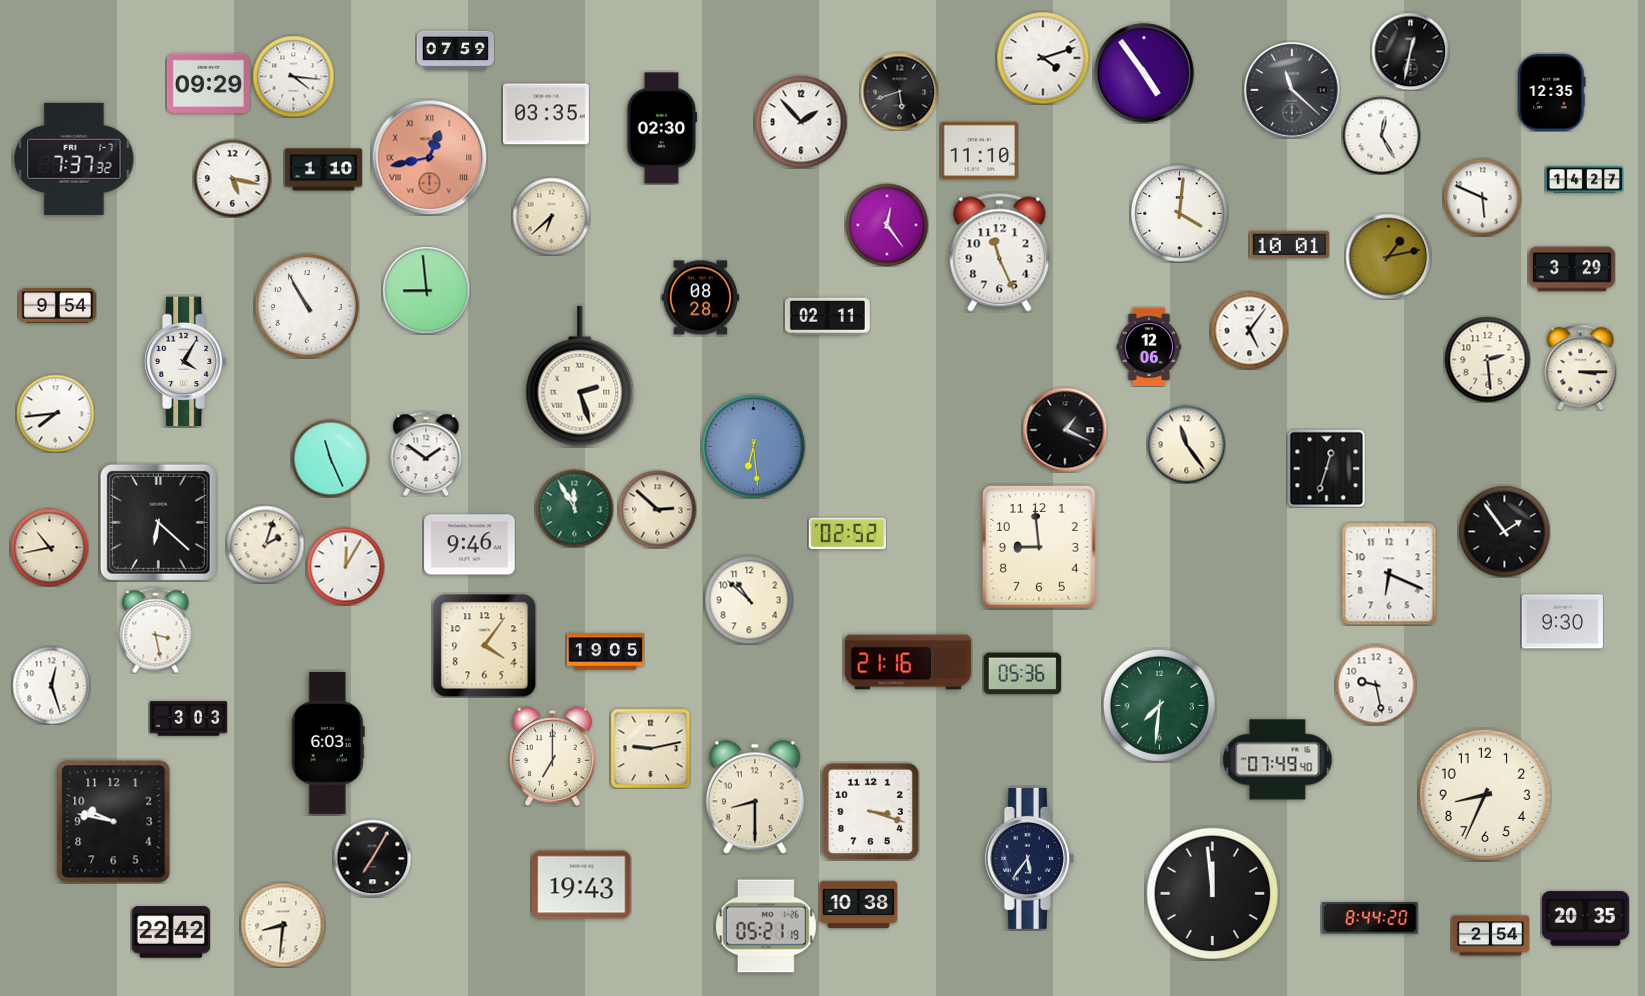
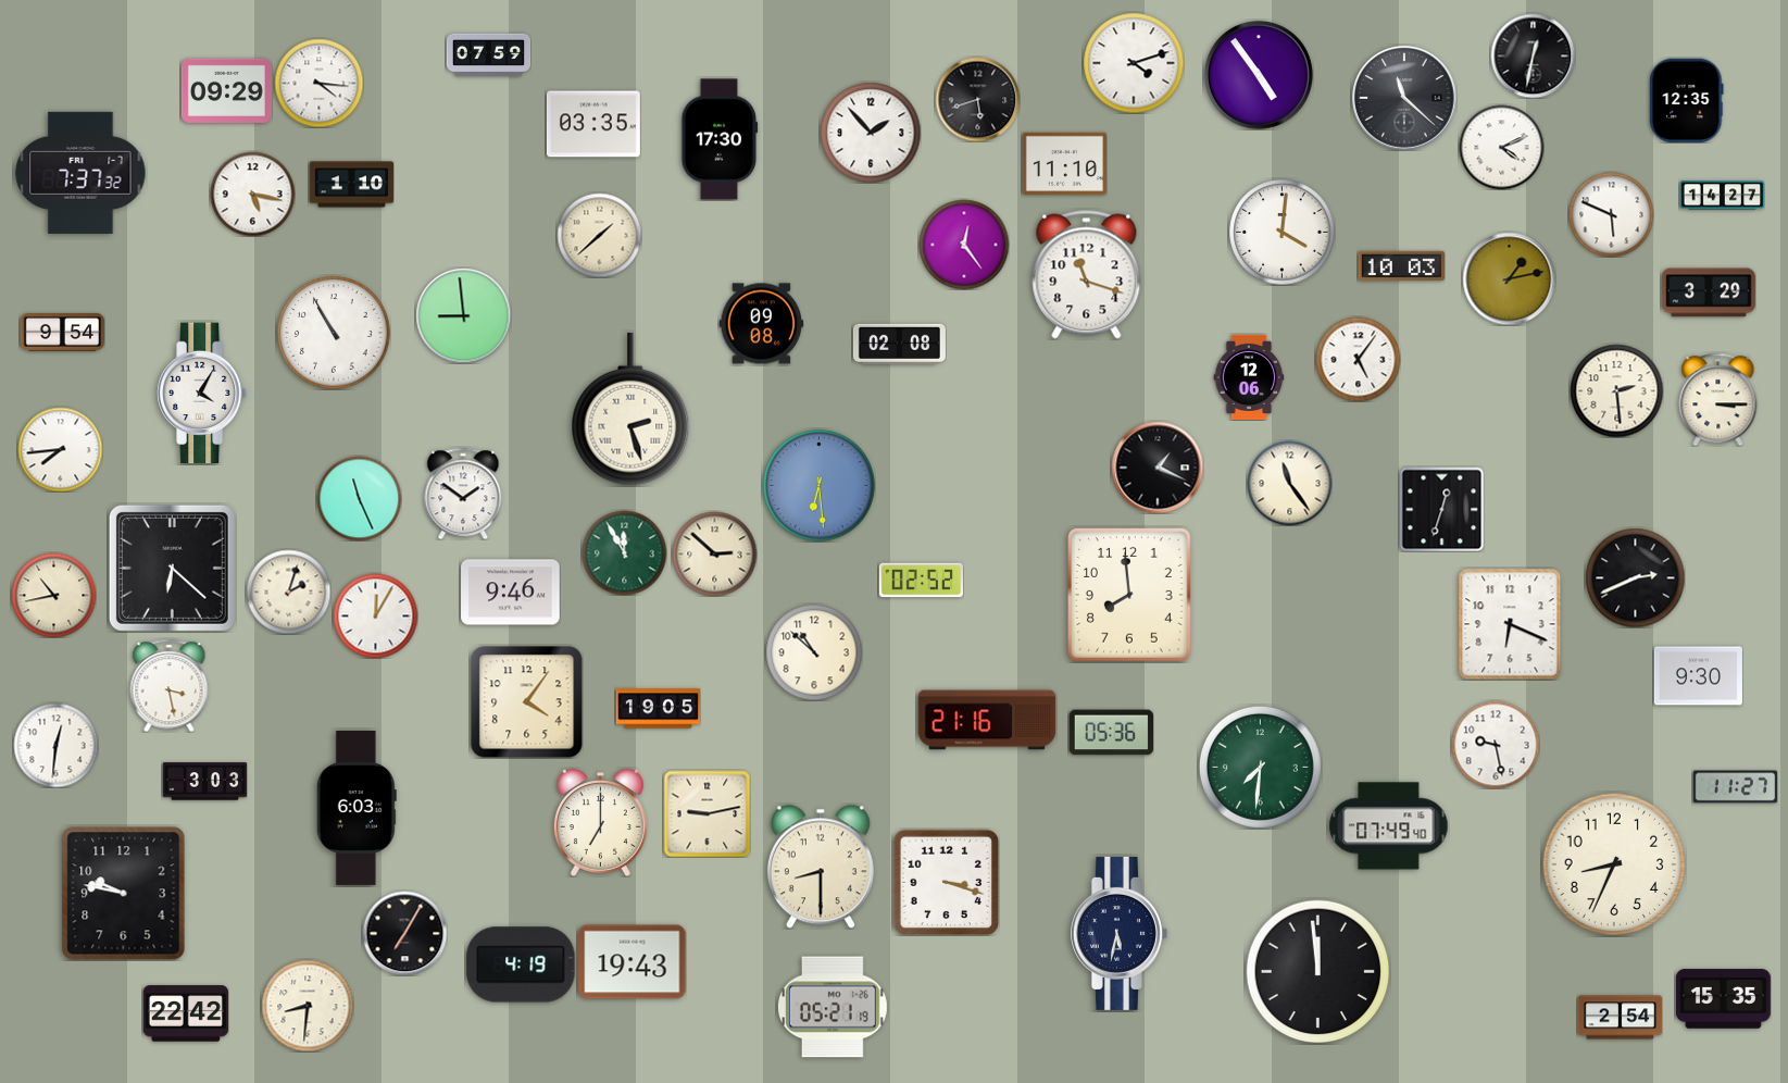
clock at (455, 51) position: (455, 51) -> (488, 55)
clock at (1144, 73) position: (1144, 73) -> (1259, 75)
clock at (662, 128): 02:30 -> 17:30
clock at (1381, 135): 12:25 -> 4:11
clock at (429, 157): 12:43 -> none
clock at (551, 216): 6:38 -> 1:38
clock at (1289, 245): 10:01 -> 10:03
clock at (1000, 253): 11:26 -> 11:18
clock at (700, 298): 08:28 -> 09:08
clock at (827, 316): 02:11 -> 02:08
clock at (1504, 531): 1:54 -> 2:41
clock at (1040, 547): 8:59 -> 7:59
clock at (51, 685): 12:27 -> 12:31
clock at (1735, 787): none -> 11:27
clock at (1029, 858): 5:36 -> 5:32
clock at (521, 964): none -> 4:19
clock at (858, 905): 10:38 -> none
clock at (1370, 918): 8:44 -> none
clock at (1585, 919): 20:35 -> 15:35
